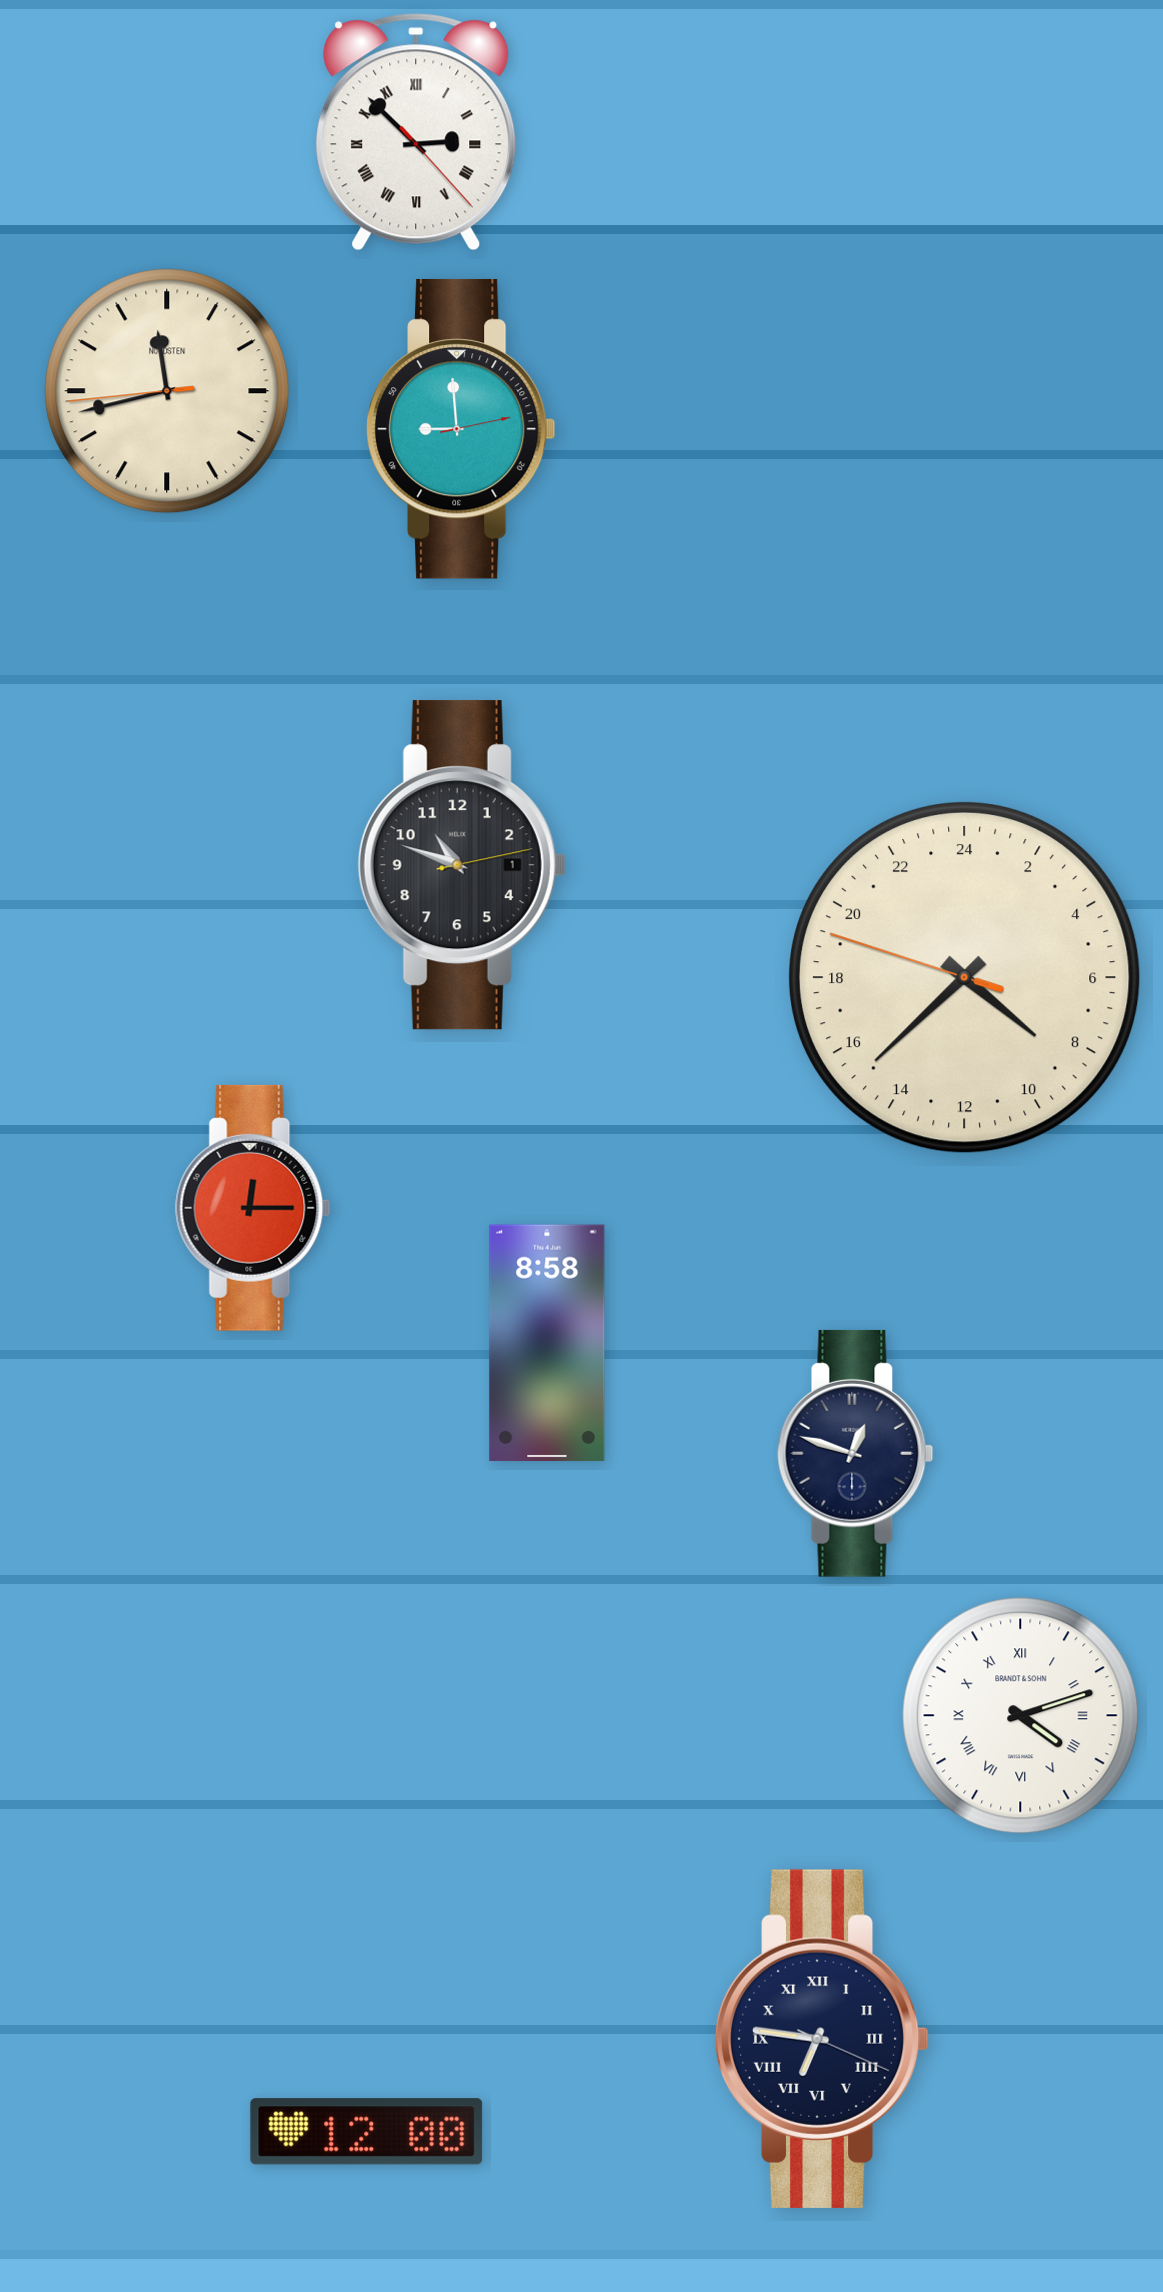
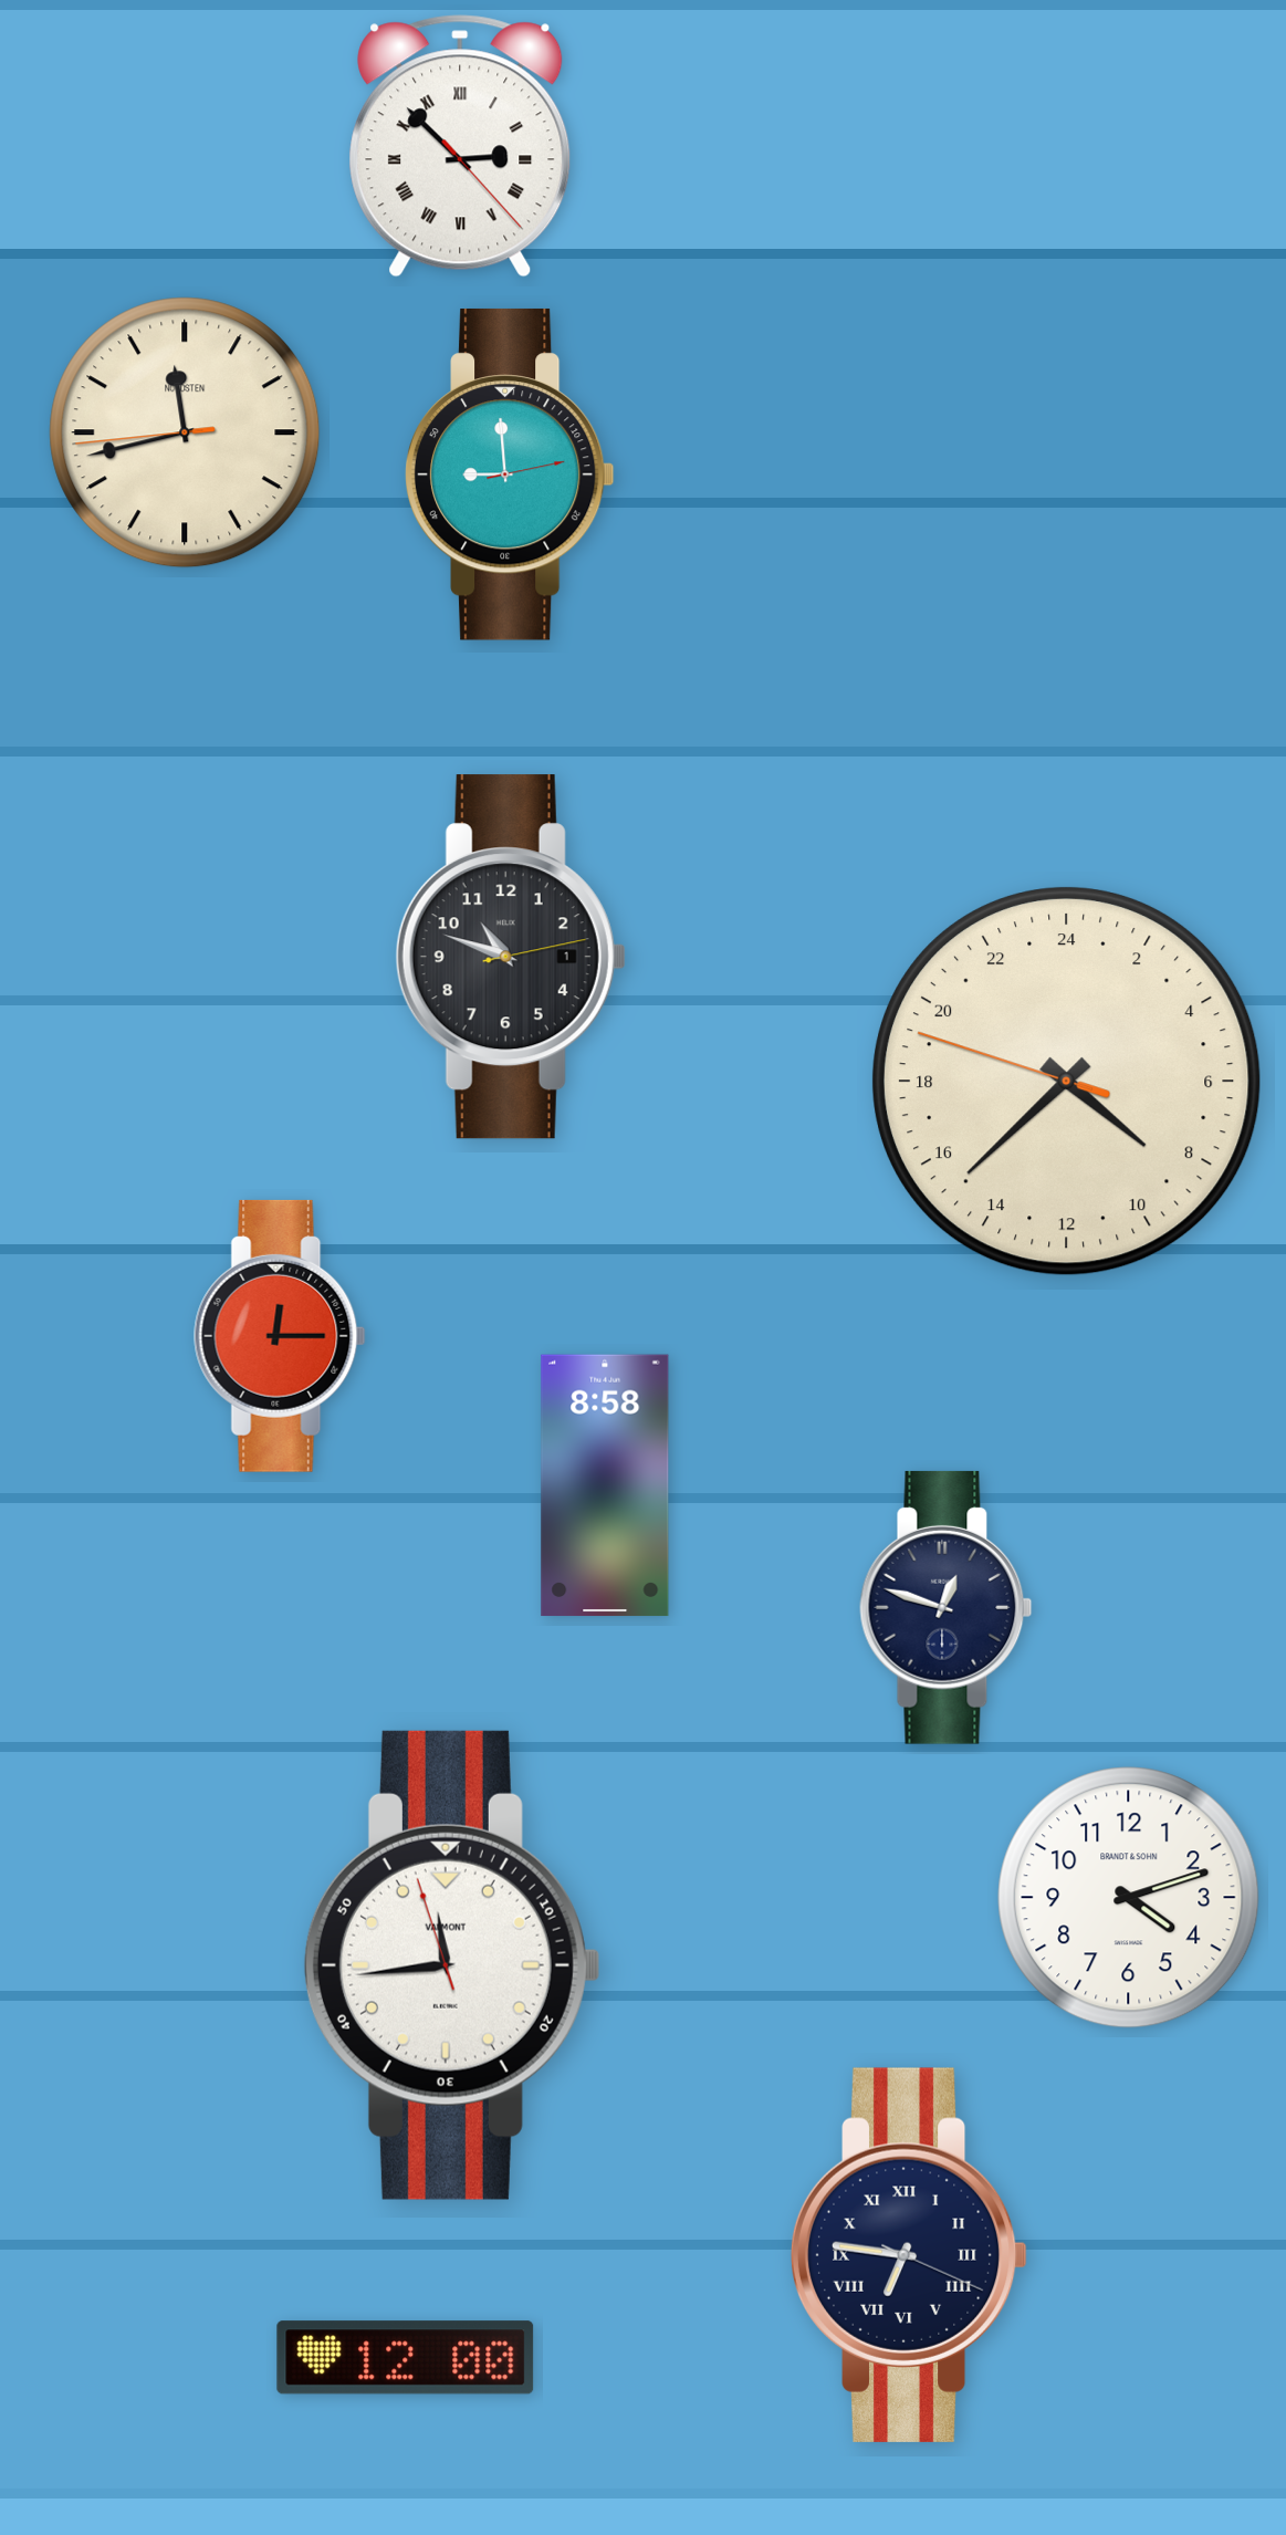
clock at (1021, 1716) numerals: Roman -> Arabic
clock at (452, 1965): none -> 11:43
